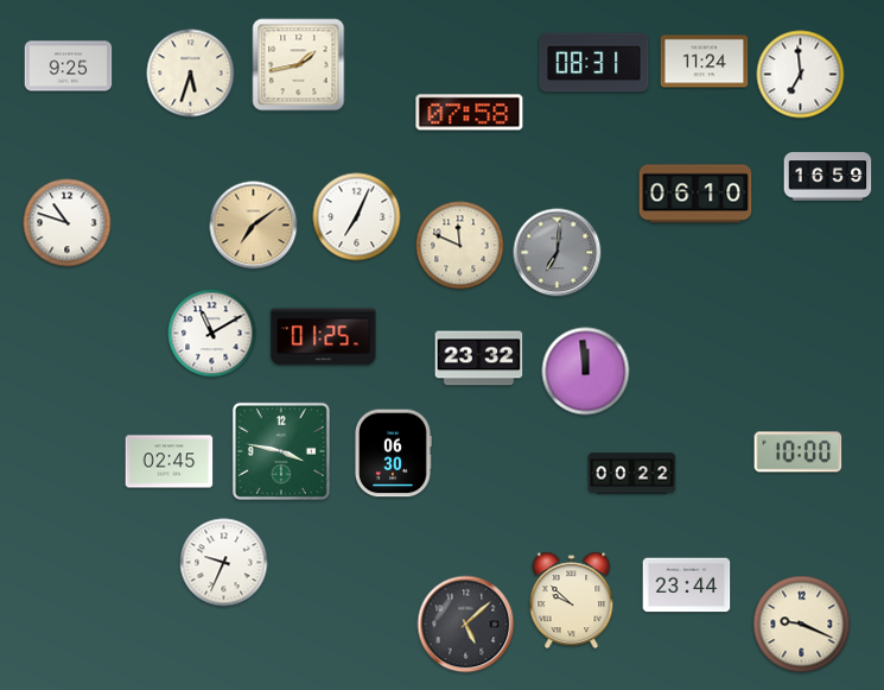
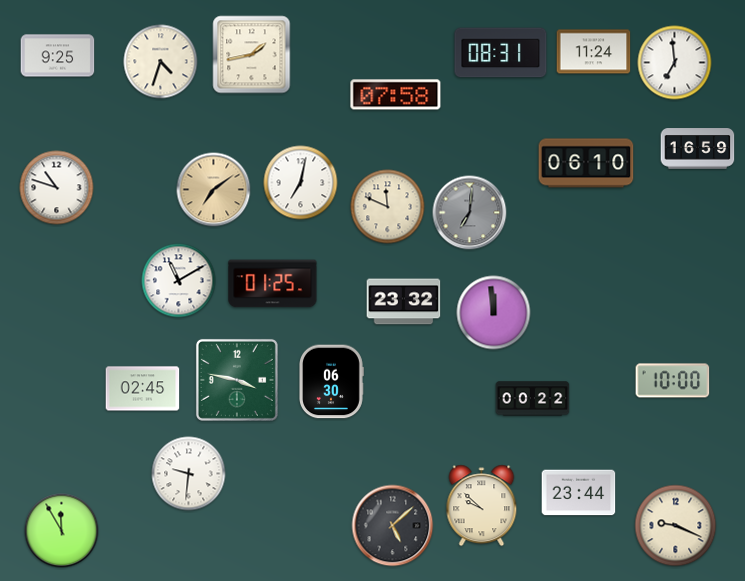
clock at (191, 74): 5:33 -> 4:33
clock at (357, 217): 7:04 -> 7:02
clock at (224, 563): 9:34 -> 9:31
clock at (62, 531): none -> 11:55
